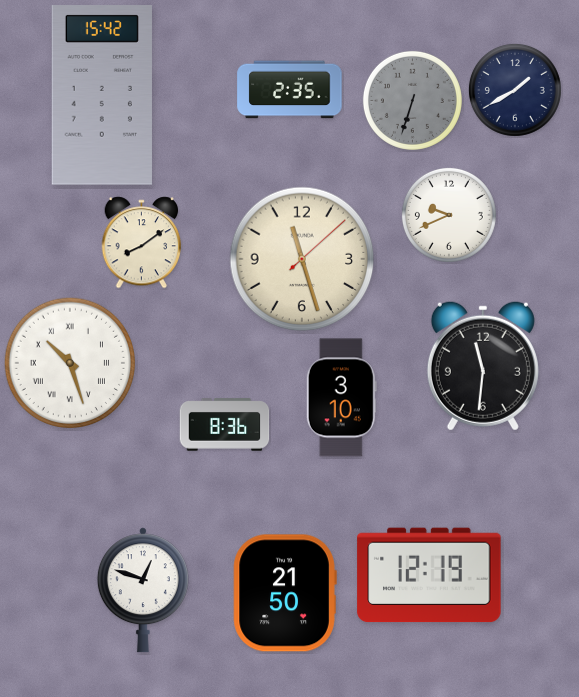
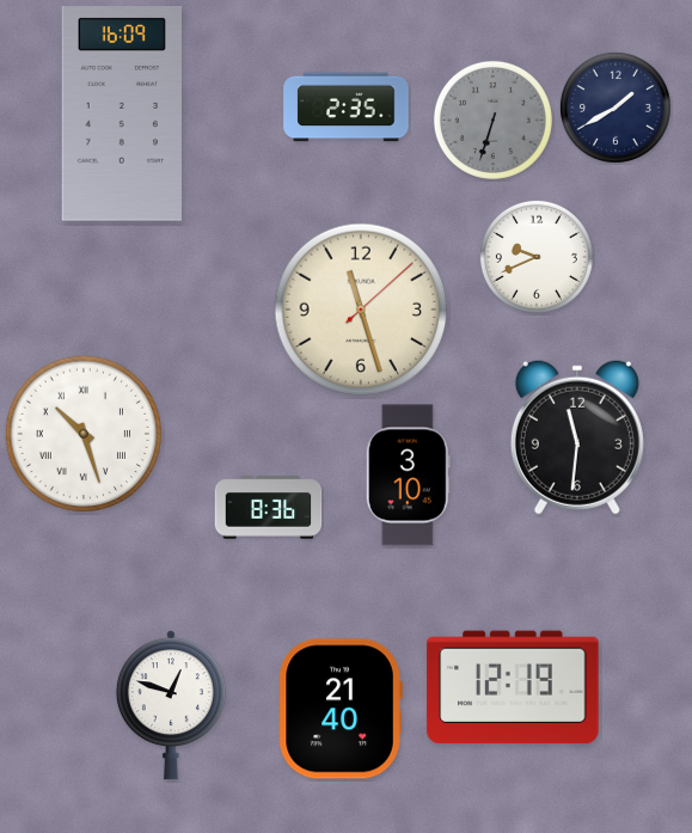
clock at (102, 95): 15:42 -> 16:09
clock at (142, 243): 8:09 -> none
clock at (285, 593): 21:50 -> 21:40
